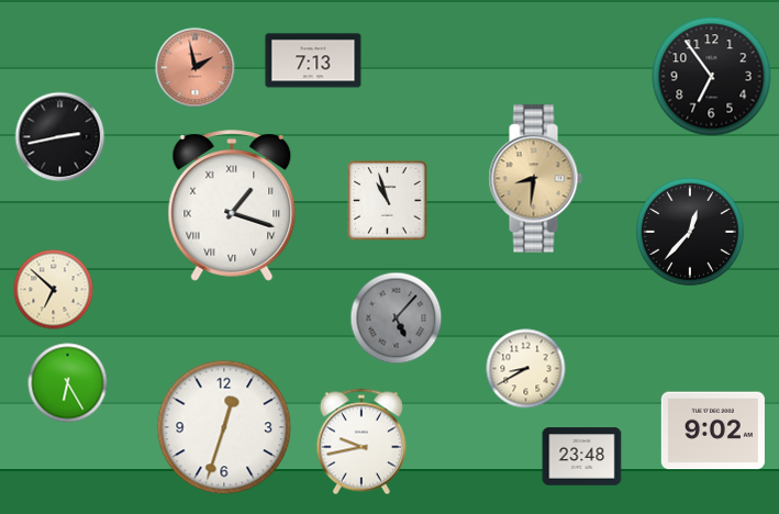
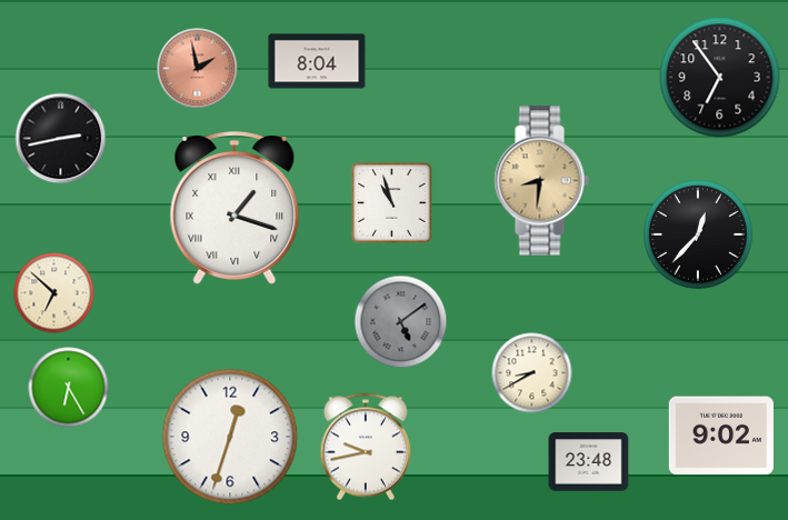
clock at (313, 60): 7:13 -> 8:04
clock at (397, 319): 5:07 -> 5:09
clock at (224, 427) position: (224, 427) -> (230, 437)
